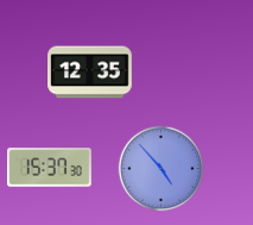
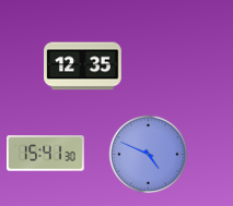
clock at (50, 168): 15:37 -> 15:41
clock at (162, 169): 4:53 -> 4:49
